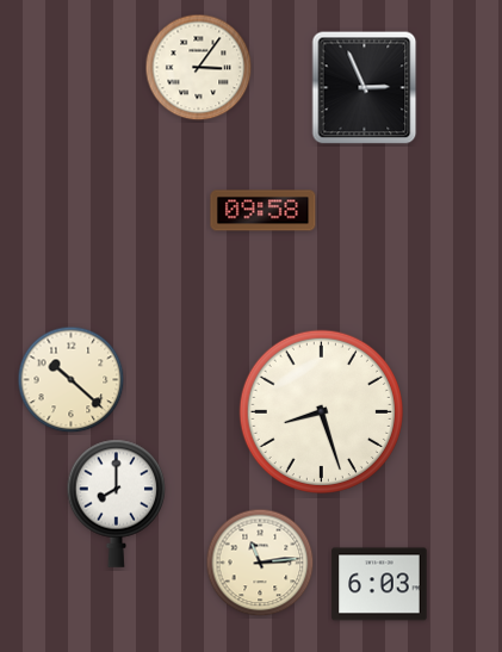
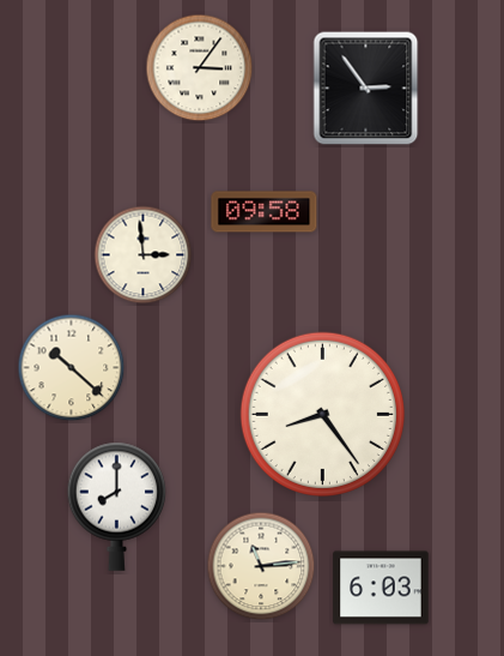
clock at (365, 88): 2:56 -> 2:54
clock at (144, 255): none -> 2:59
clock at (72, 380) position: (72, 380) -> (72, 368)
clock at (321, 411): 8:27 -> 8:24
